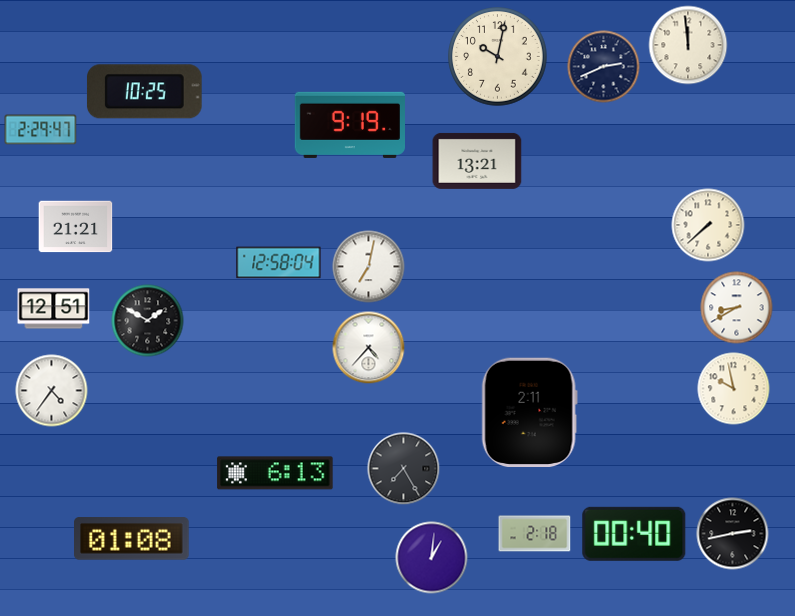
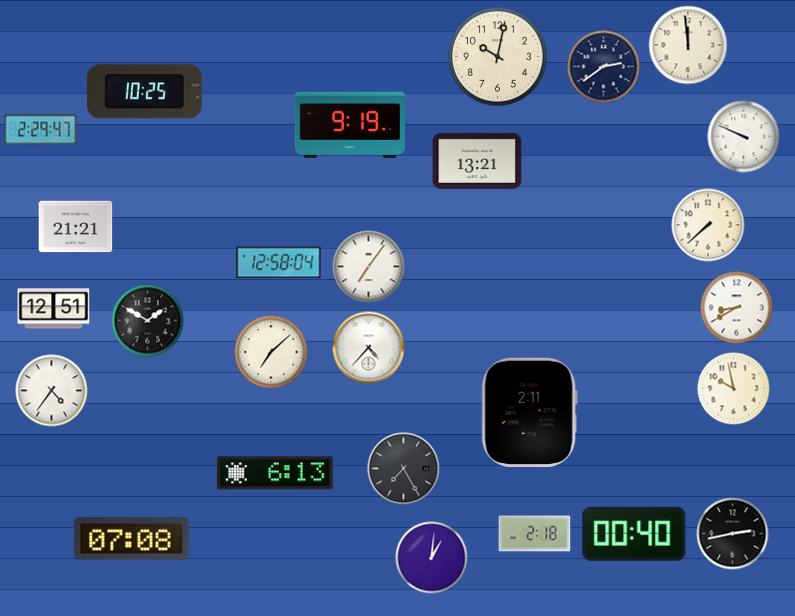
clock at (604, 67): 2:41 -> 2:39
clock at (744, 137): none -> 9:49
clock at (369, 267): 7:02 -> 7:06
clock at (271, 352): none -> 7:08
clock at (132, 539): 01:08 -> 07:08
